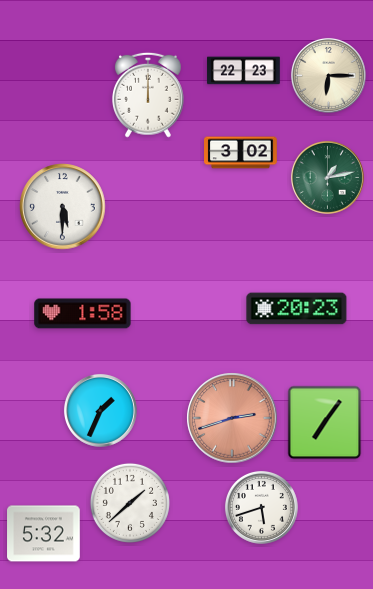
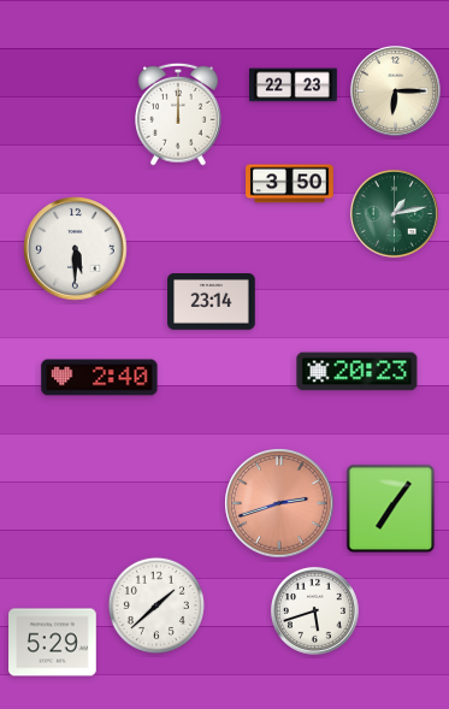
clock at (241, 153): 3:02 -> 3:50
clock at (212, 302): none -> 23:14
clock at (83, 314): 1:58 -> 2:40
clock at (100, 410): 1:34 -> none
clock at (44, 534): 5:32 -> 5:29
